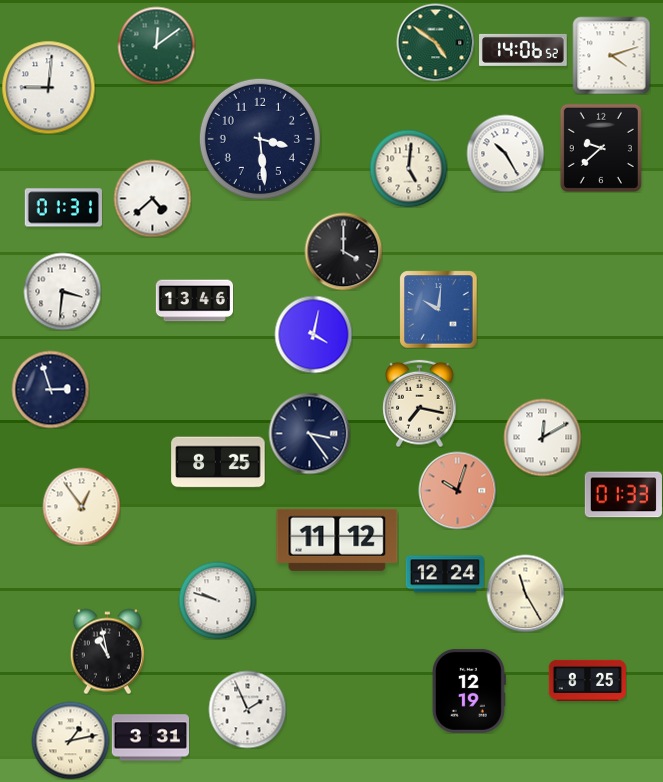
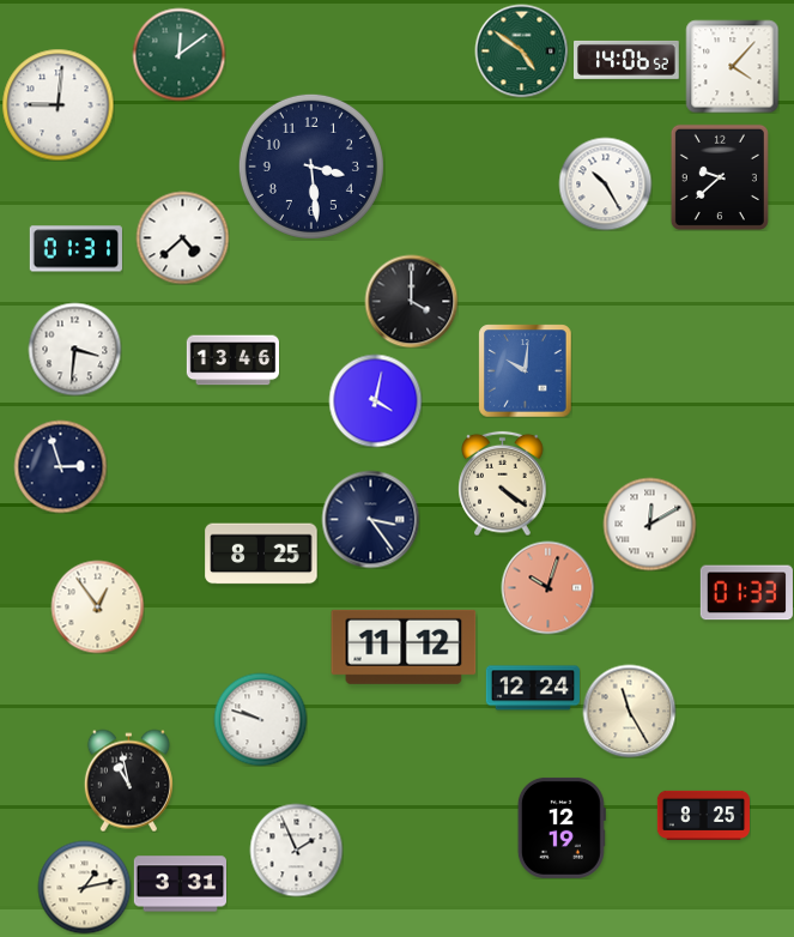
clock at (156, 45) position: (156, 45) -> (178, 54)
clock at (611, 55): 4:12 -> 4:07
clock at (408, 168): 5:01 -> none
clock at (420, 403): 7:17 -> 4:21
